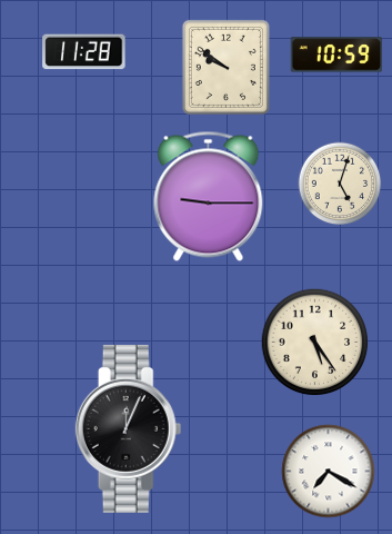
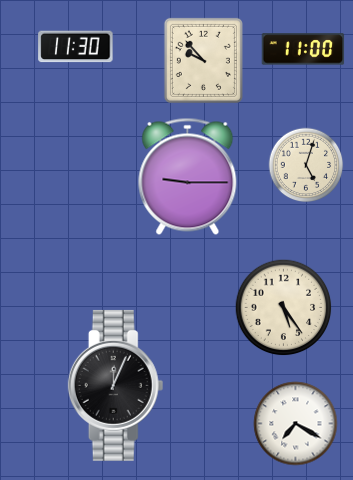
clock at (84, 52): 11:28 -> 11:30
clock at (336, 55): 10:59 -> 11:00
clock at (225, 67): 9:51 -> 9:53
